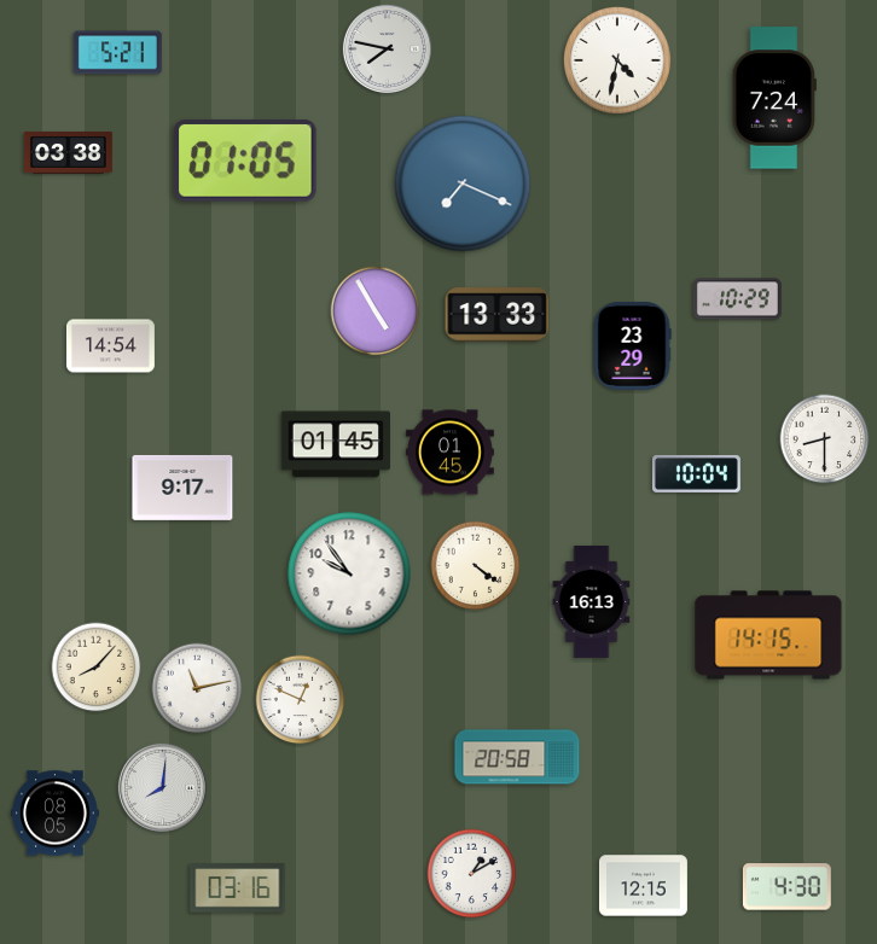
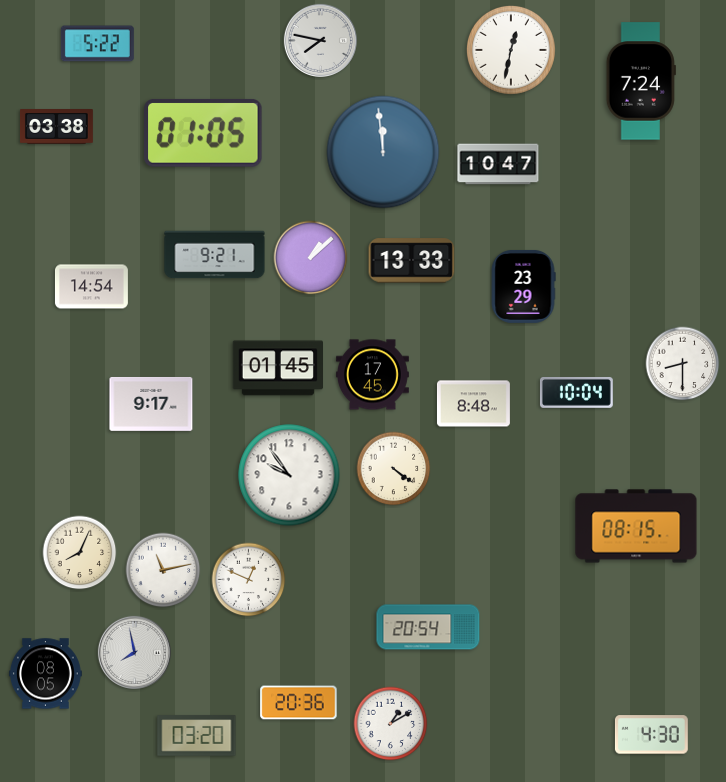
clock at (117, 53): 5:21 -> 5:22
clock at (617, 60): 4:32 -> 12:32
clock at (463, 183): 7:19 -> 11:59
clock at (498, 164): none -> 10:47
clock at (737, 299): 10:29 -> none
clock at (215, 255): none -> 9:21
clock at (376, 311): 4:55 -> 1:08
clock at (449, 453): 01:45 -> 17:45
clock at (473, 404): none -> 8:48
clock at (592, 601): 16:13 -> none
clock at (768, 635): 14:15 -> 08:15
clock at (97, 668): 8:07 -> 8:04
clock at (517, 757): 20:58 -> 20:54
clock at (162, 787): 8:01 -> 7:58
clock at (299, 703): none -> 20:36
clock at (643, 886): 12:15 -> none
clock at (238, 888): 03:16 -> 03:20
